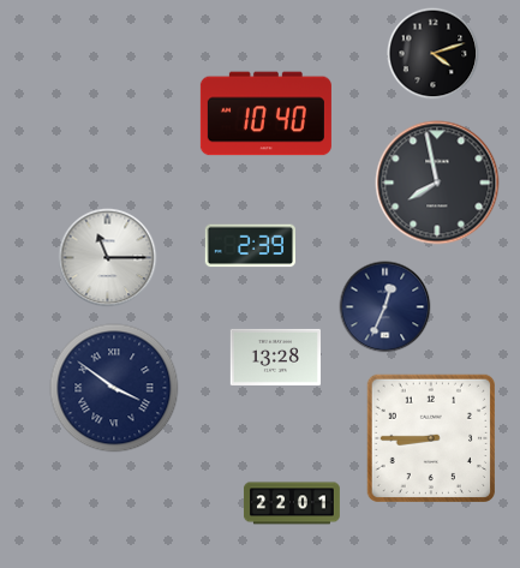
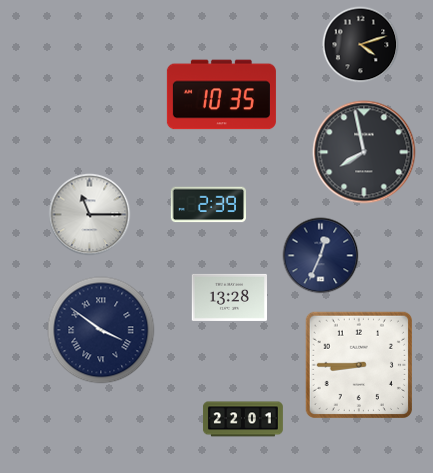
clock at (265, 114): 10:40 -> 10:35
clock at (114, 388) position: (114, 388) -> (101, 330)
